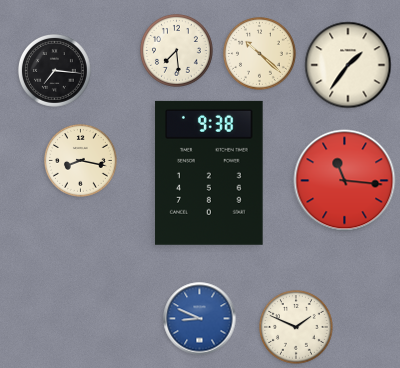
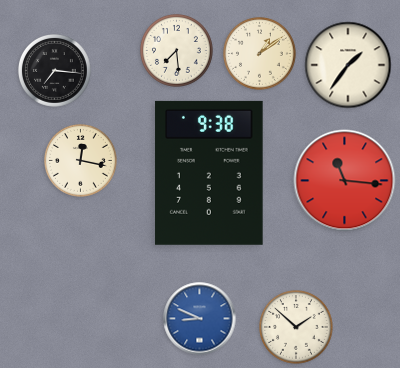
clock at (260, 54): 10:22 -> 1:09
clock at (81, 161): 8:17 -> 12:17
clock at (297, 328): 1:49 -> 1:52
